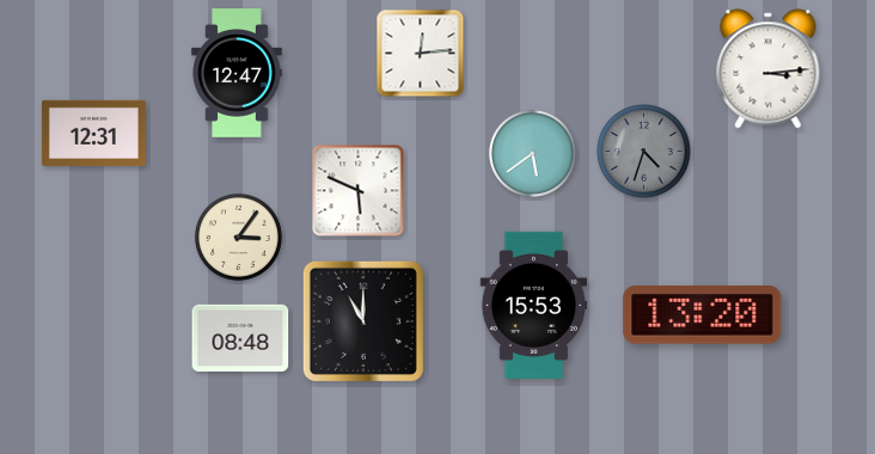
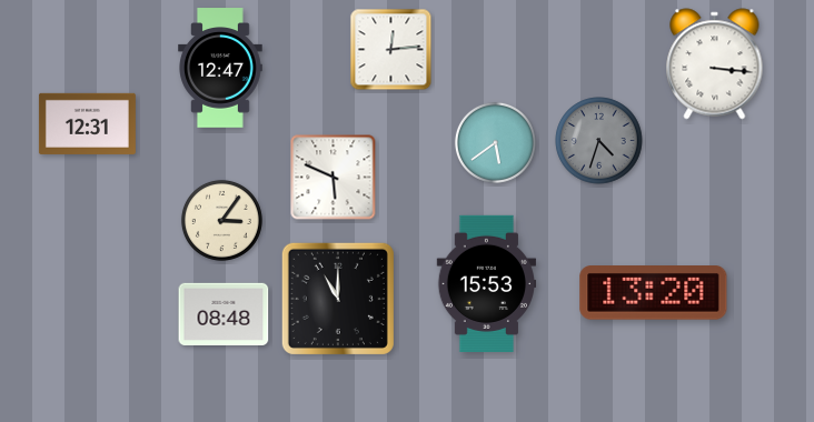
clock at (769, 69): 3:14 -> 3:16
clock at (534, 305) position: (534, 305) -> (487, 283)
